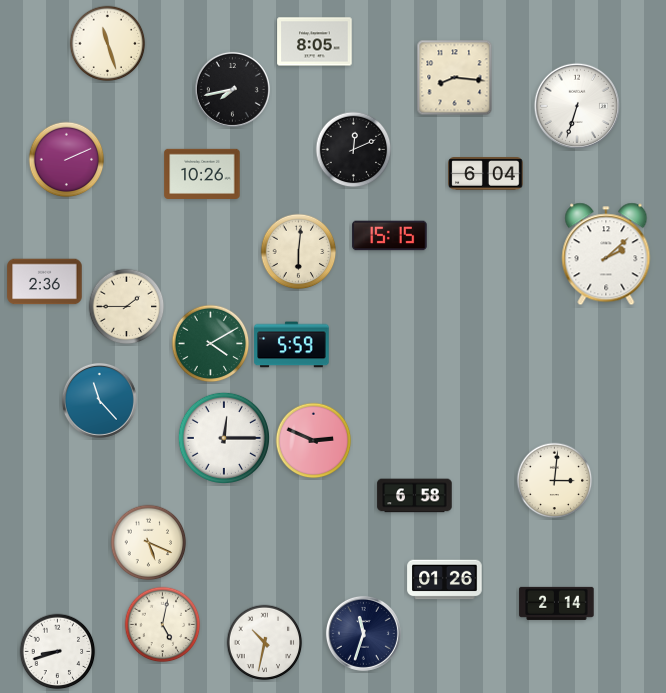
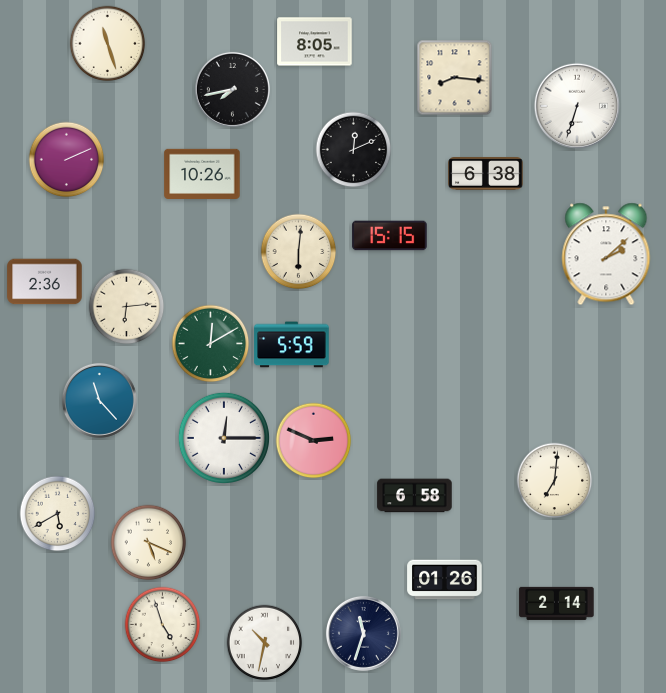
clock at (486, 174): 6:04 -> 6:38
clock at (127, 307): 1:45 -> 6:14
clock at (211, 344): 4:10 -> 12:10
clock at (555, 481): 3:01 -> 7:01
clock at (58, 514): none -> 5:40
clock at (163, 625): 5:02 -> 4:57
clock at (58, 652): 8:42 -> none
